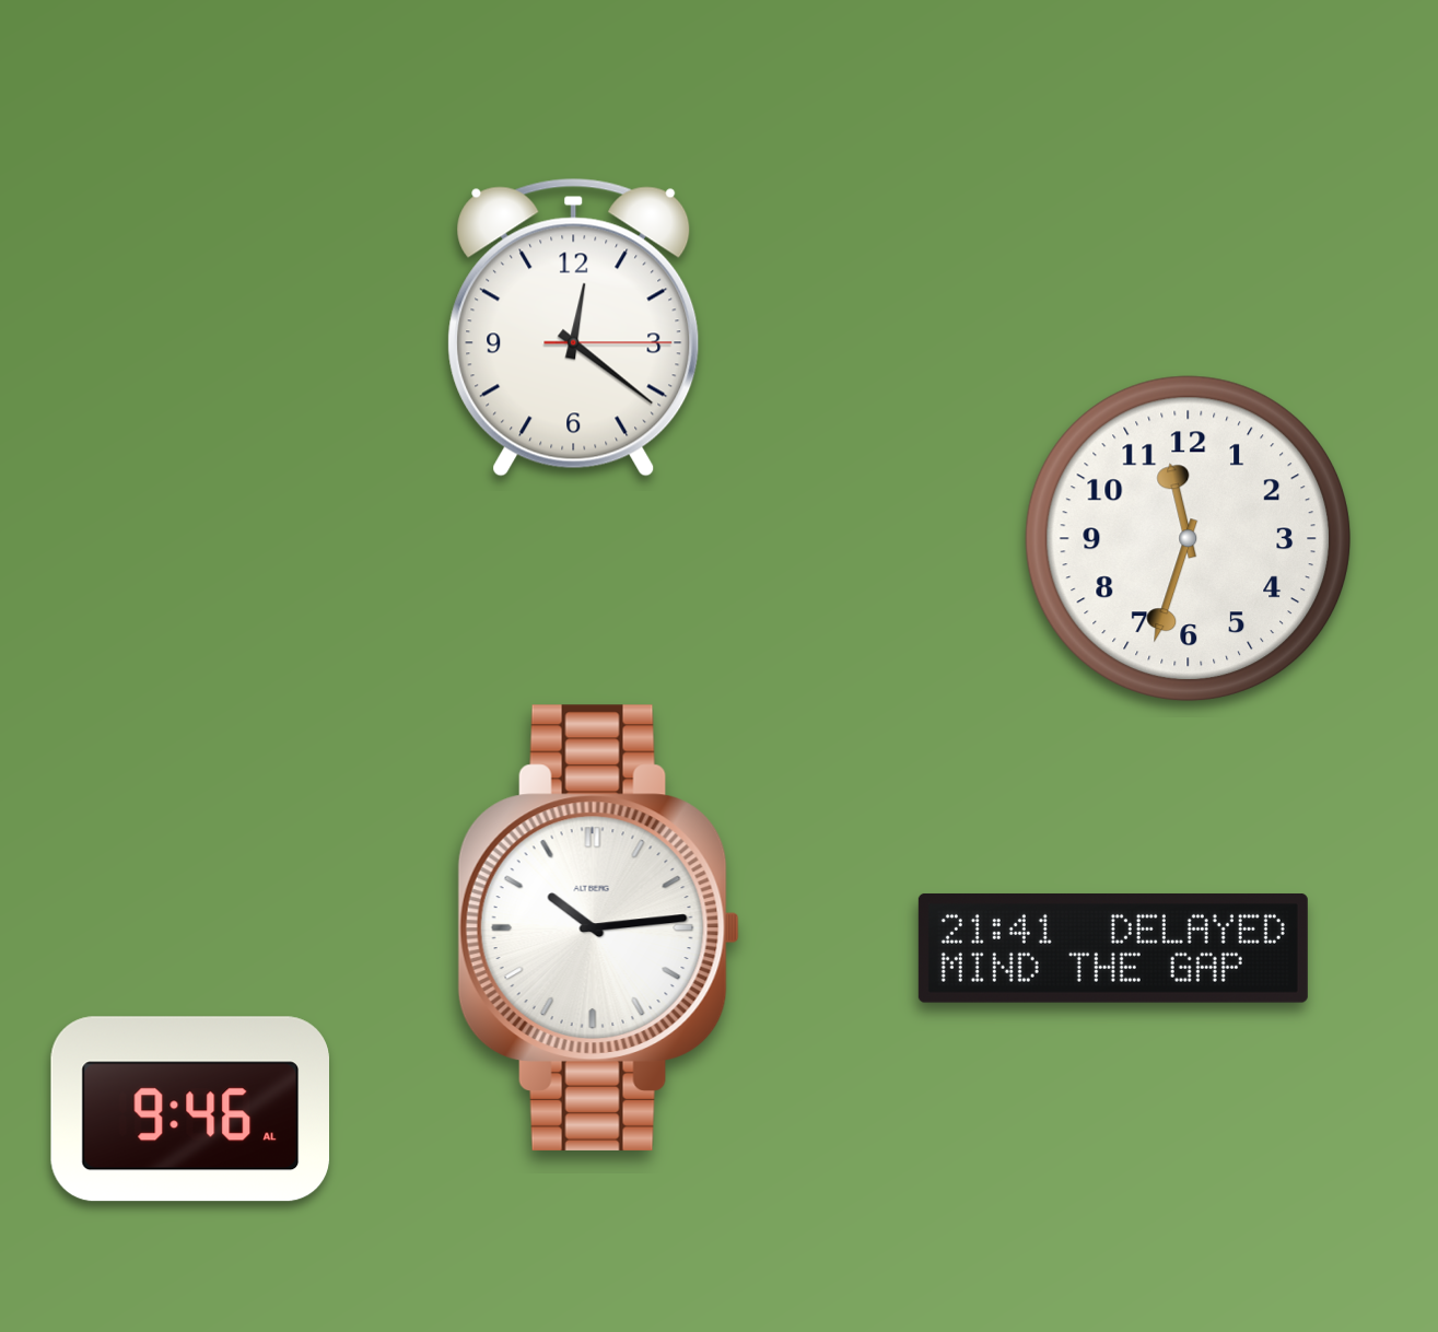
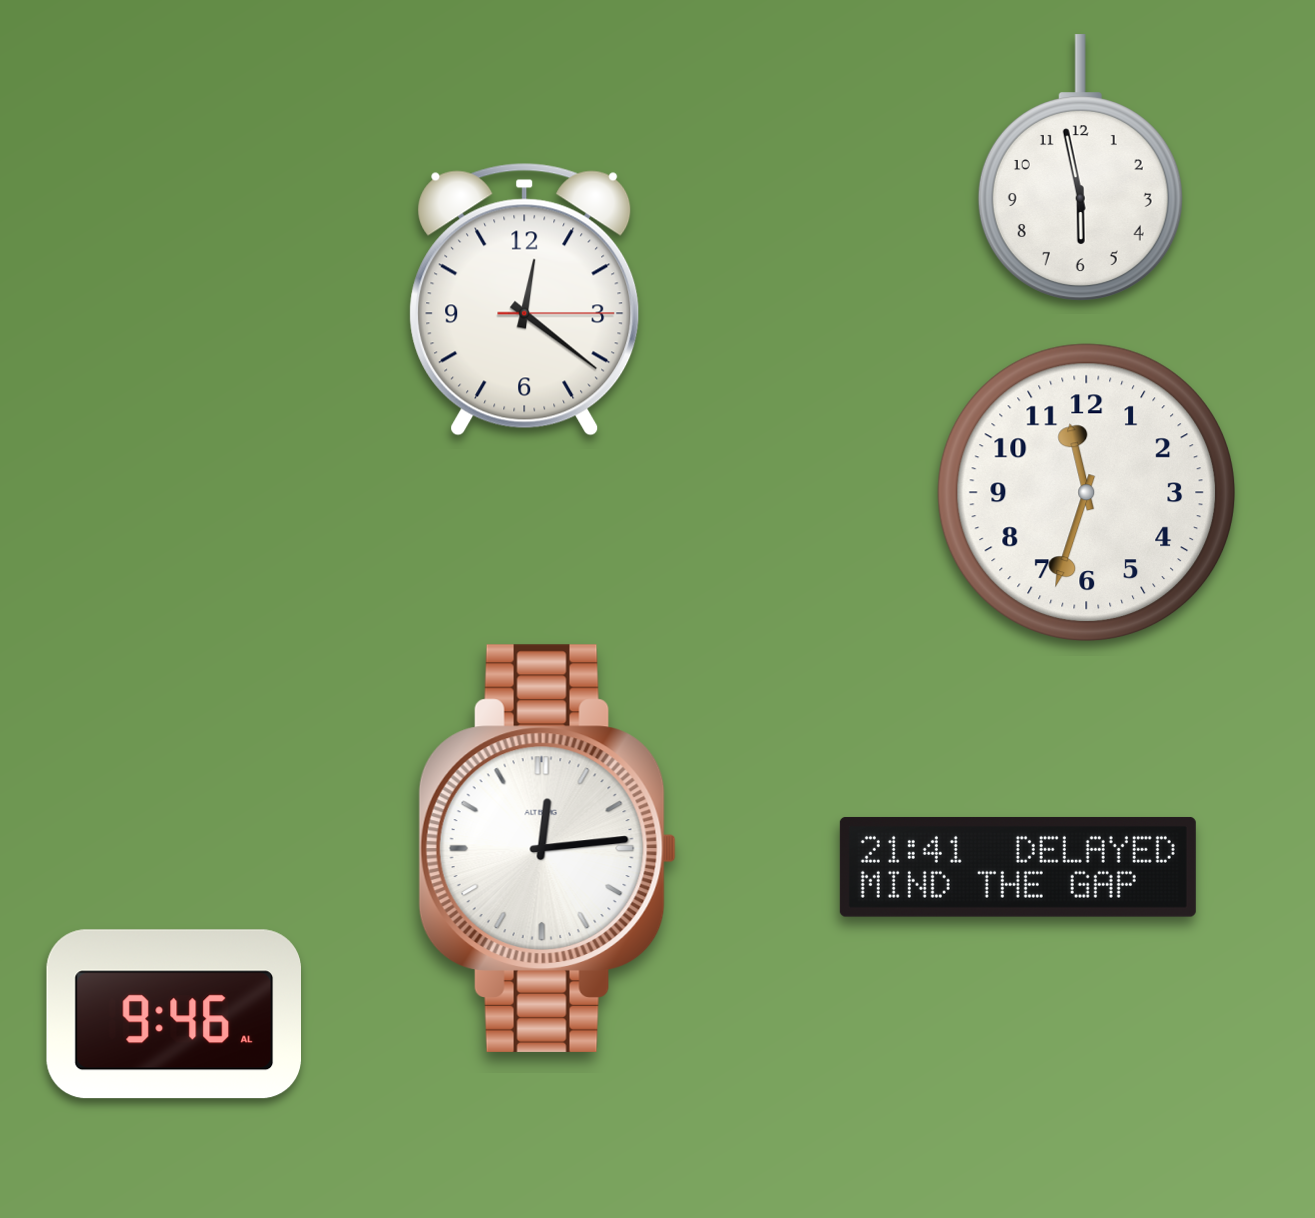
clock at (1080, 168): none -> 5:58
clock at (598, 927): 10:14 -> 12:14
